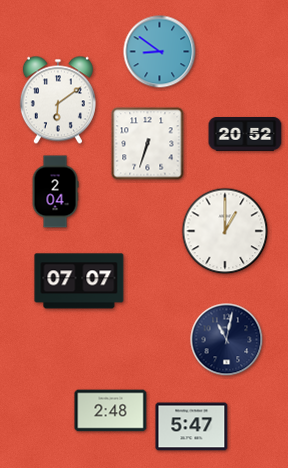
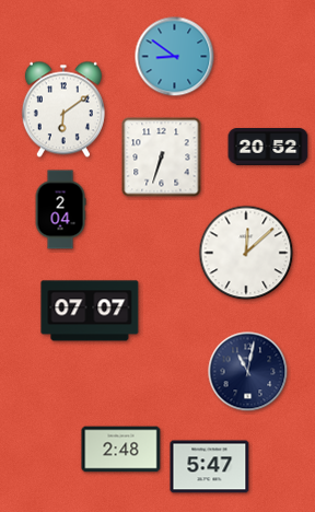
clock at (225, 231): 1:00 -> 12:08
clock at (79, 281) position: (79, 281) -> (90, 311)
